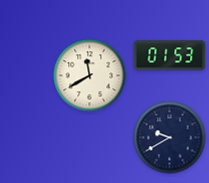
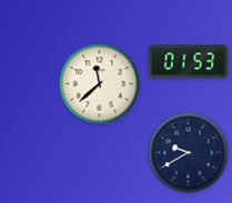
clock at (90, 76): 11:40 -> 11:38
